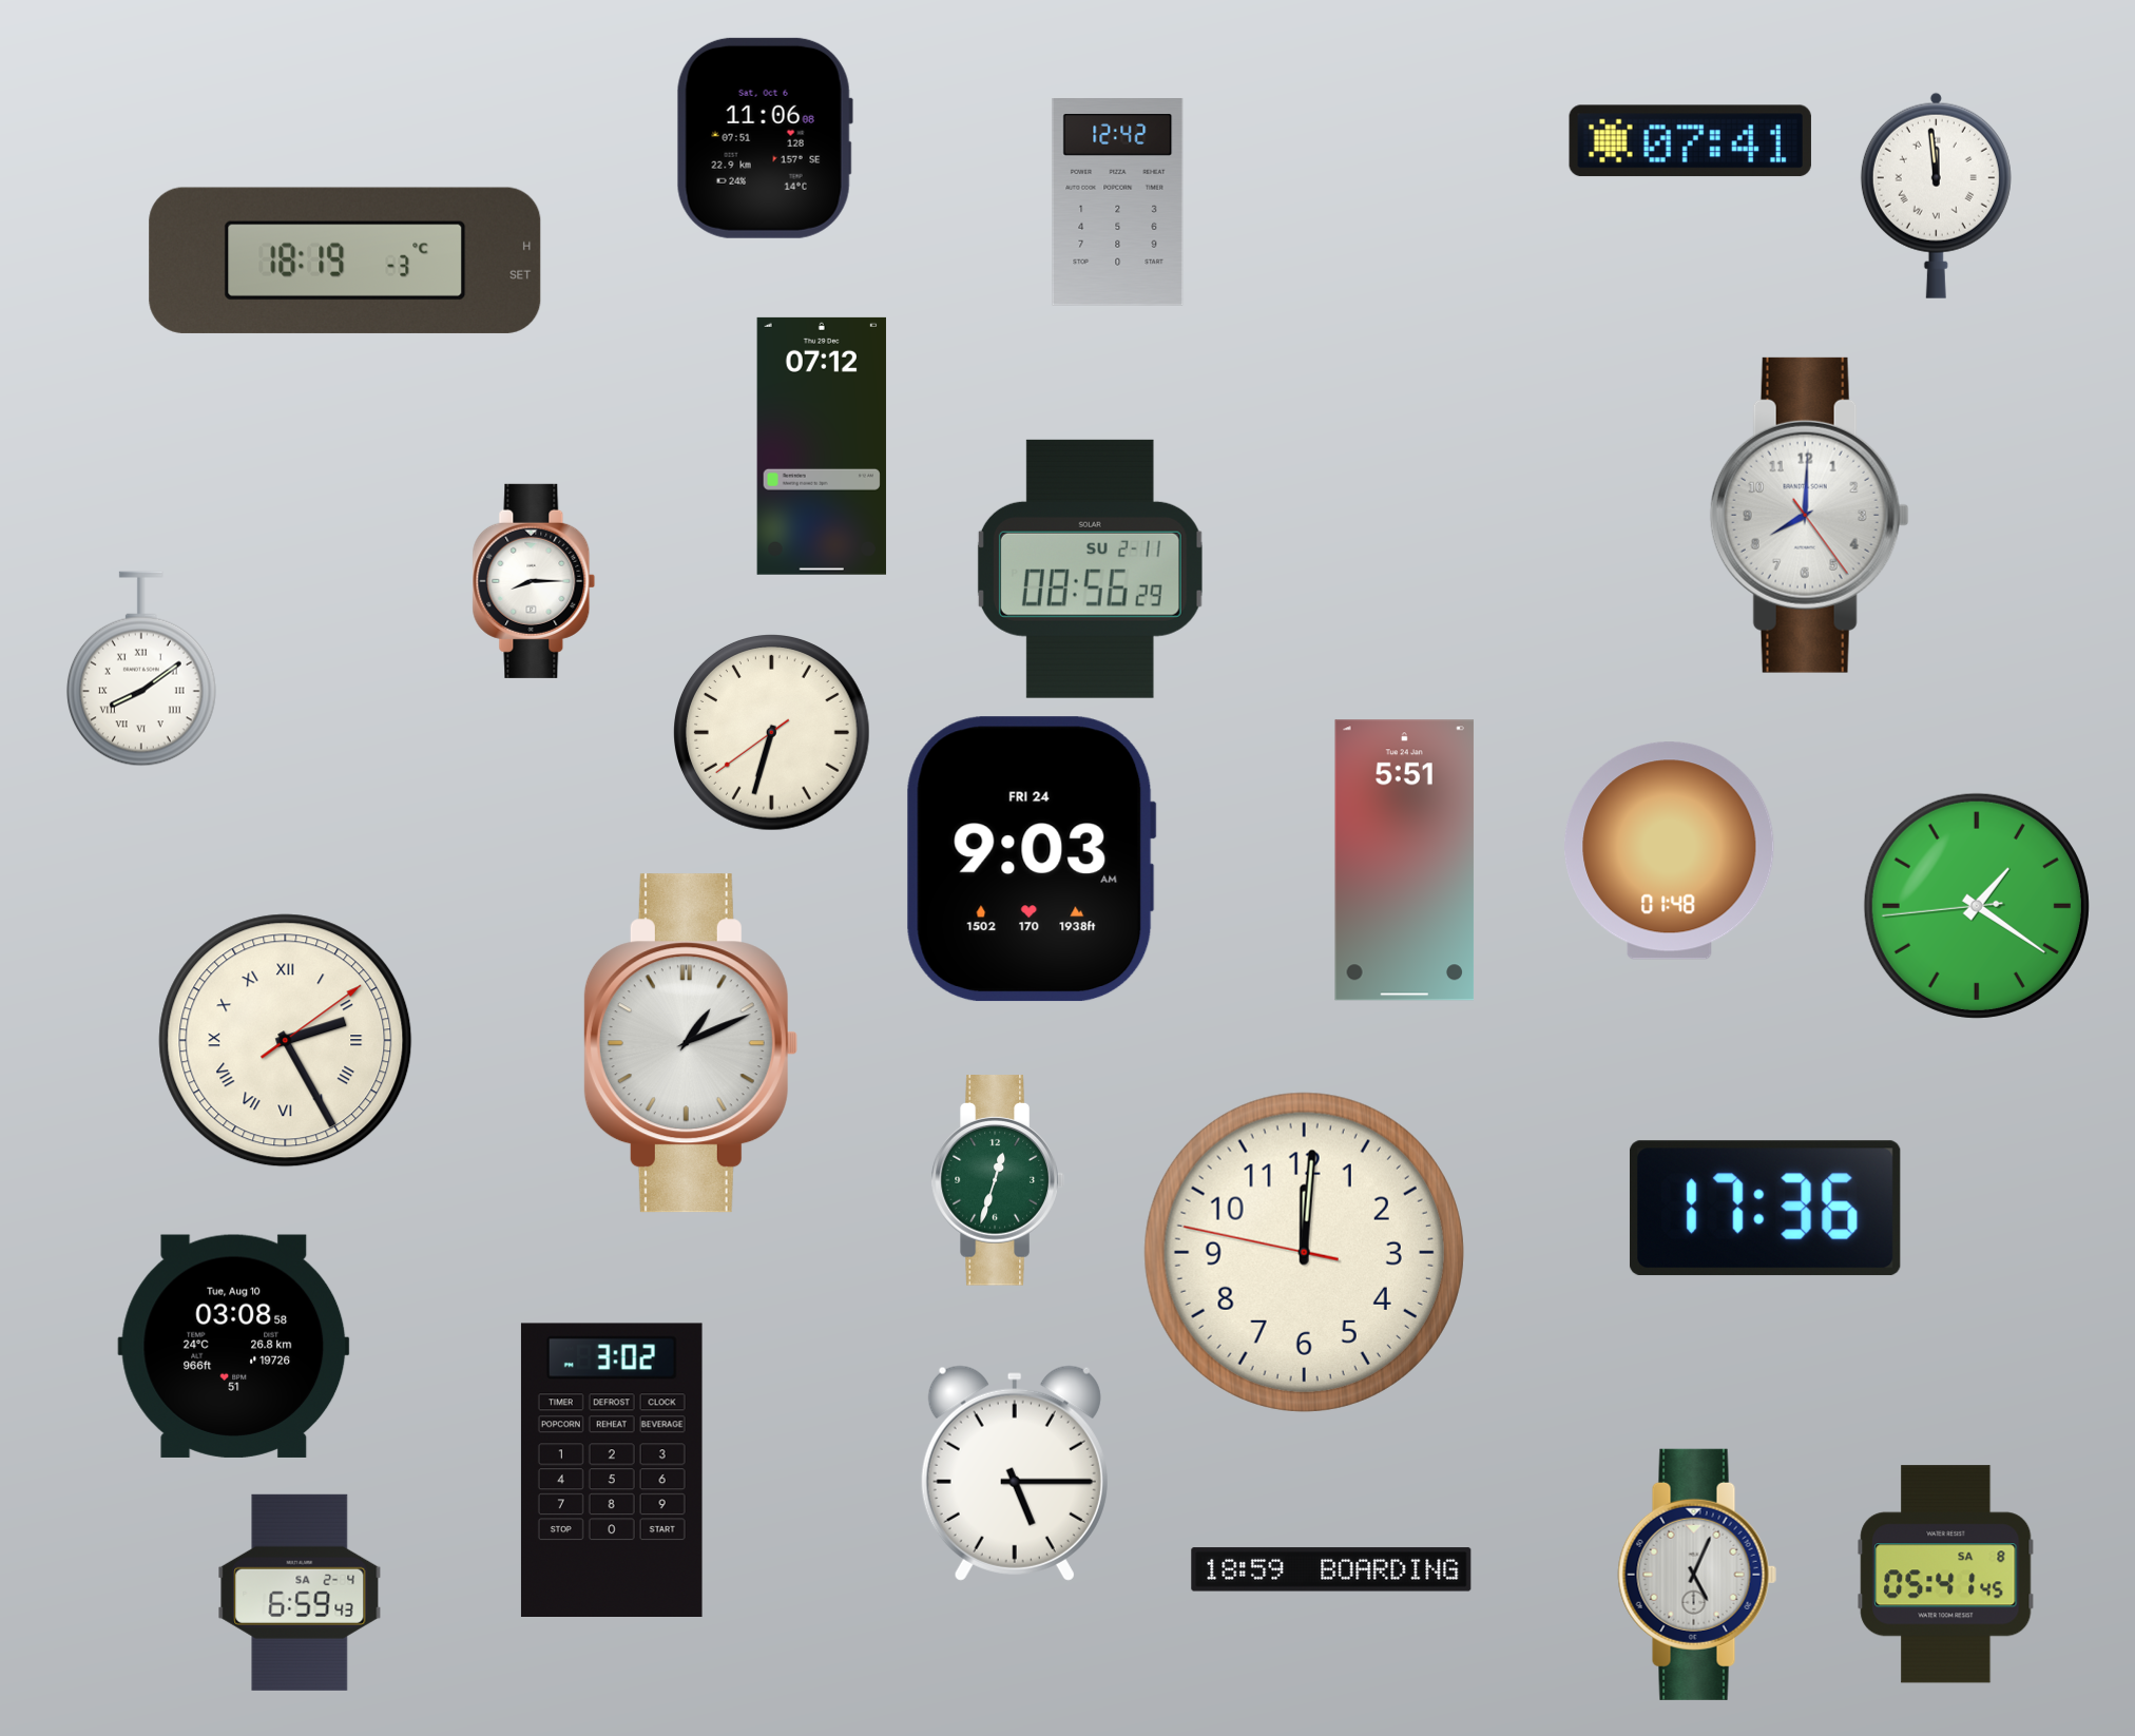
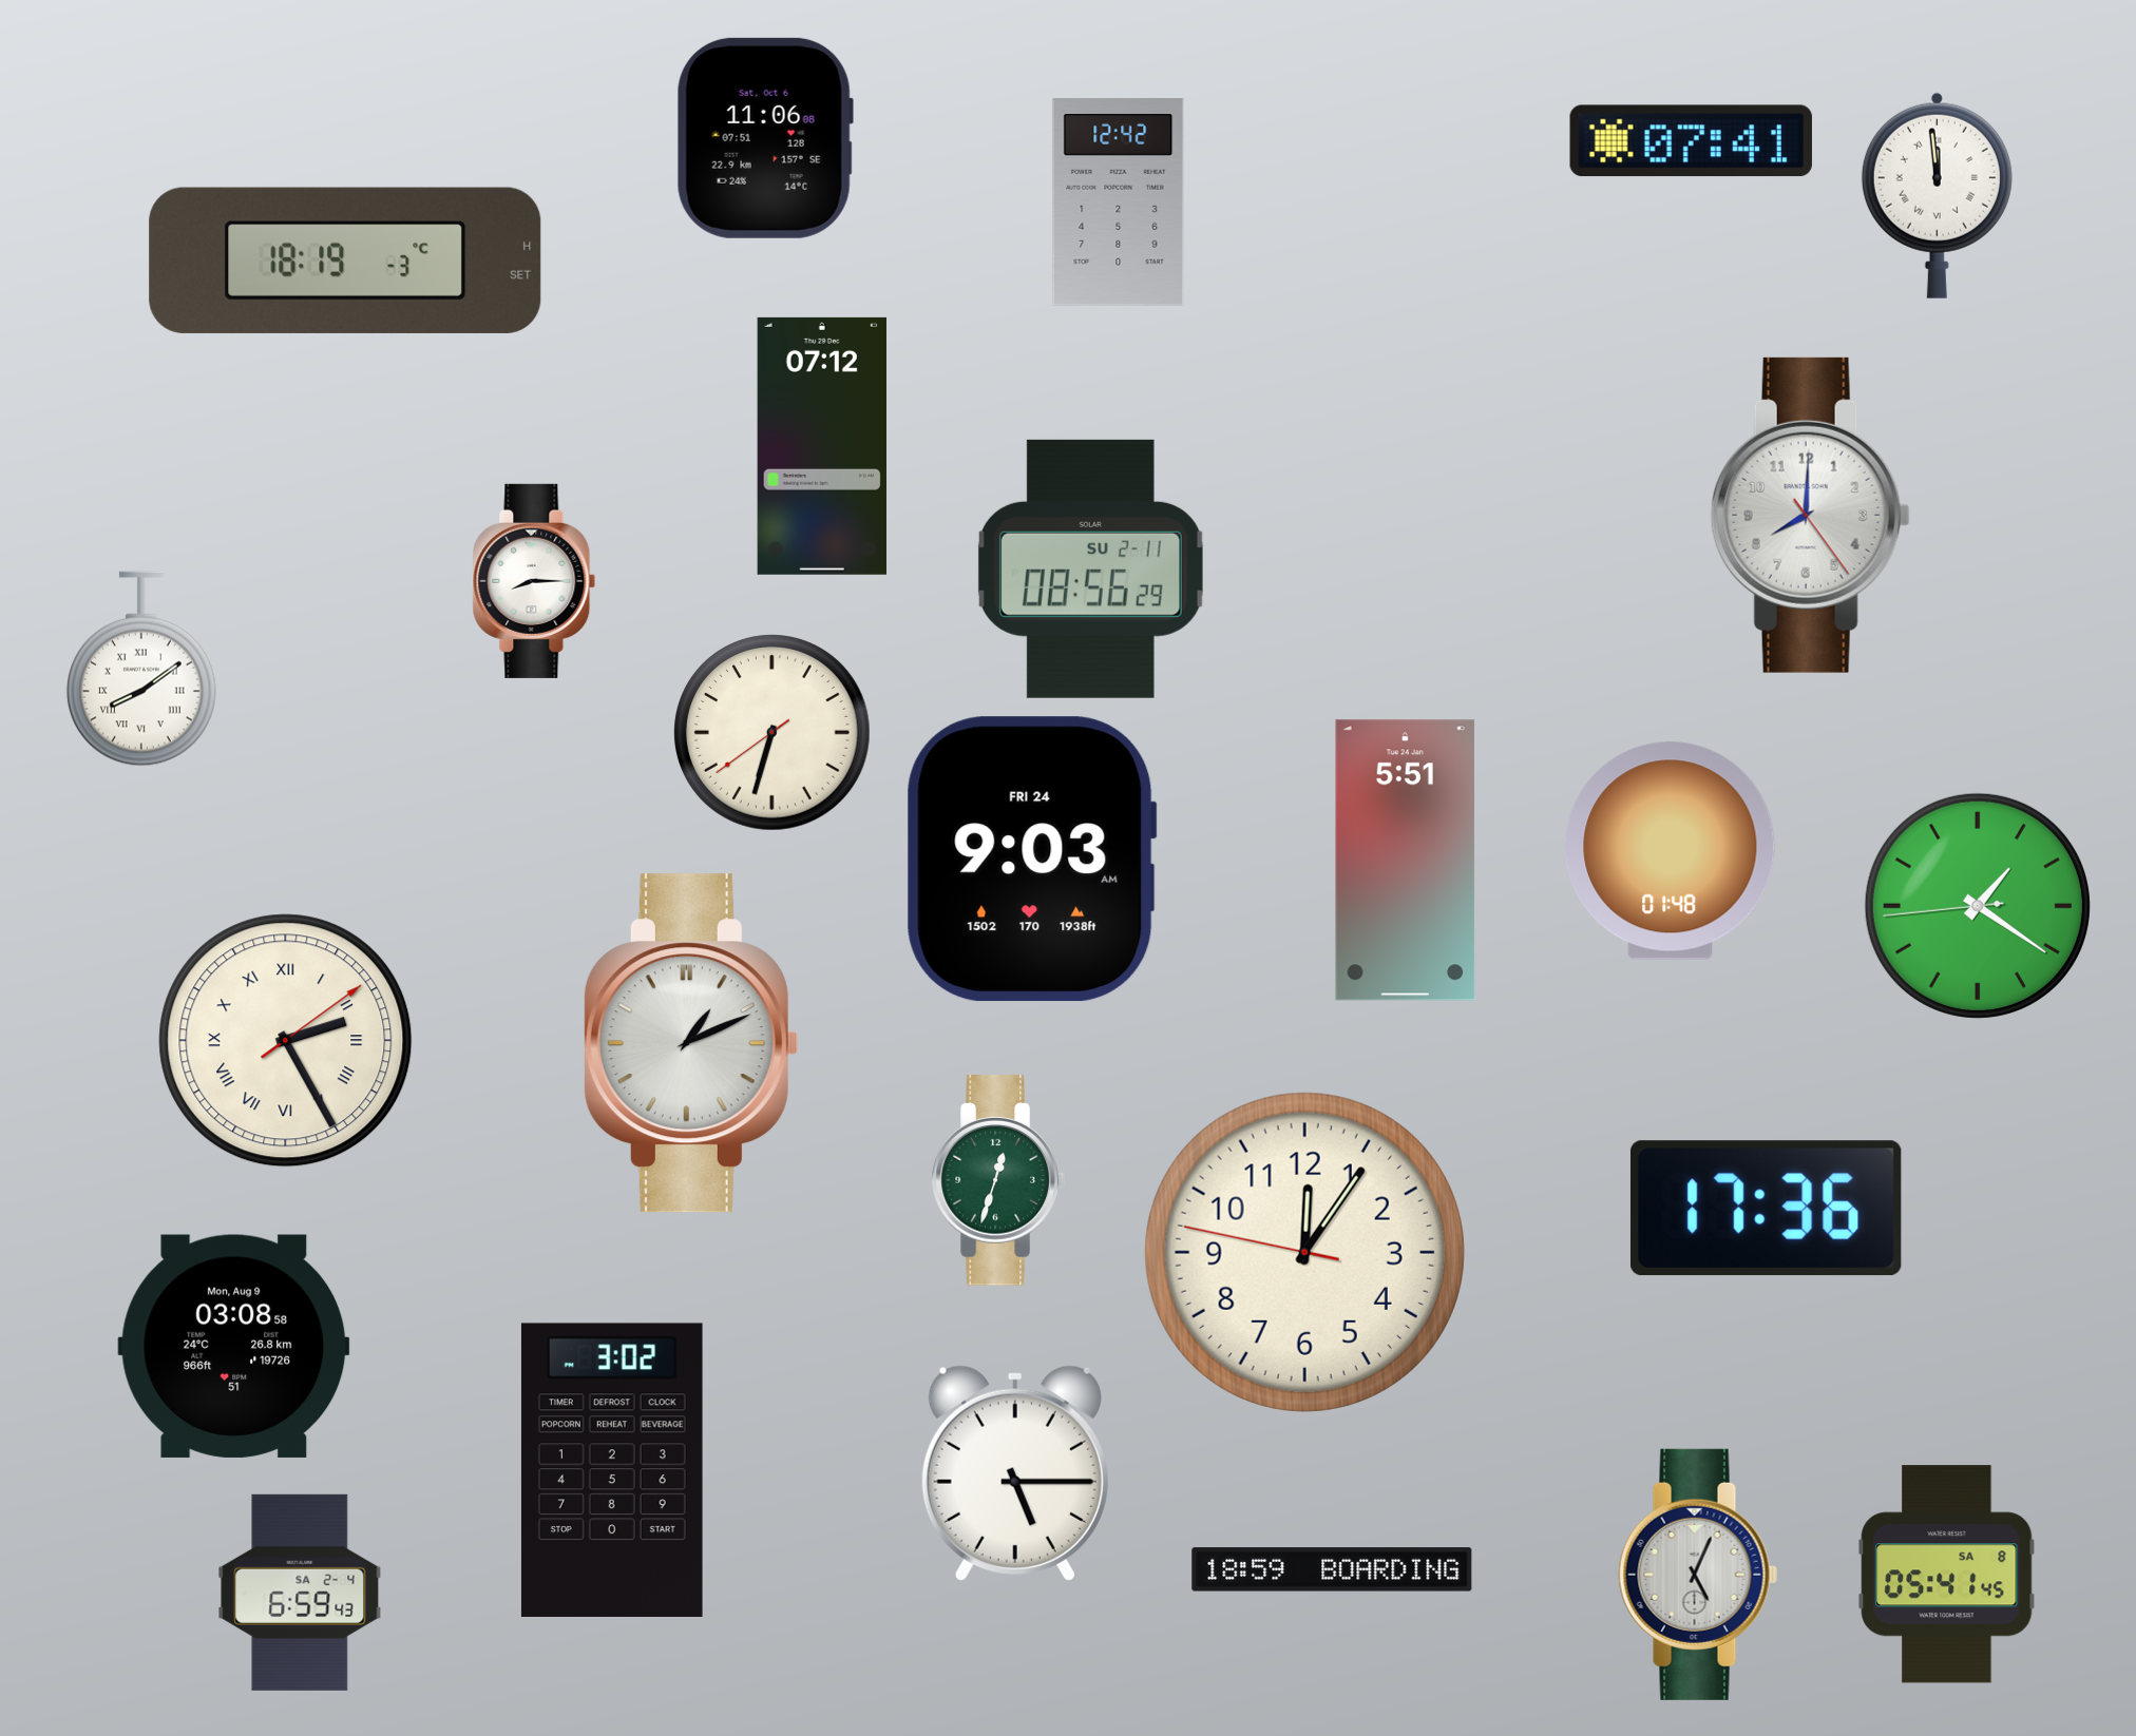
clock at (1304, 1252): 12:00 -> 12:05
clock at (234, 1346) date: Tue, Aug 10 -> Mon, Aug 9
